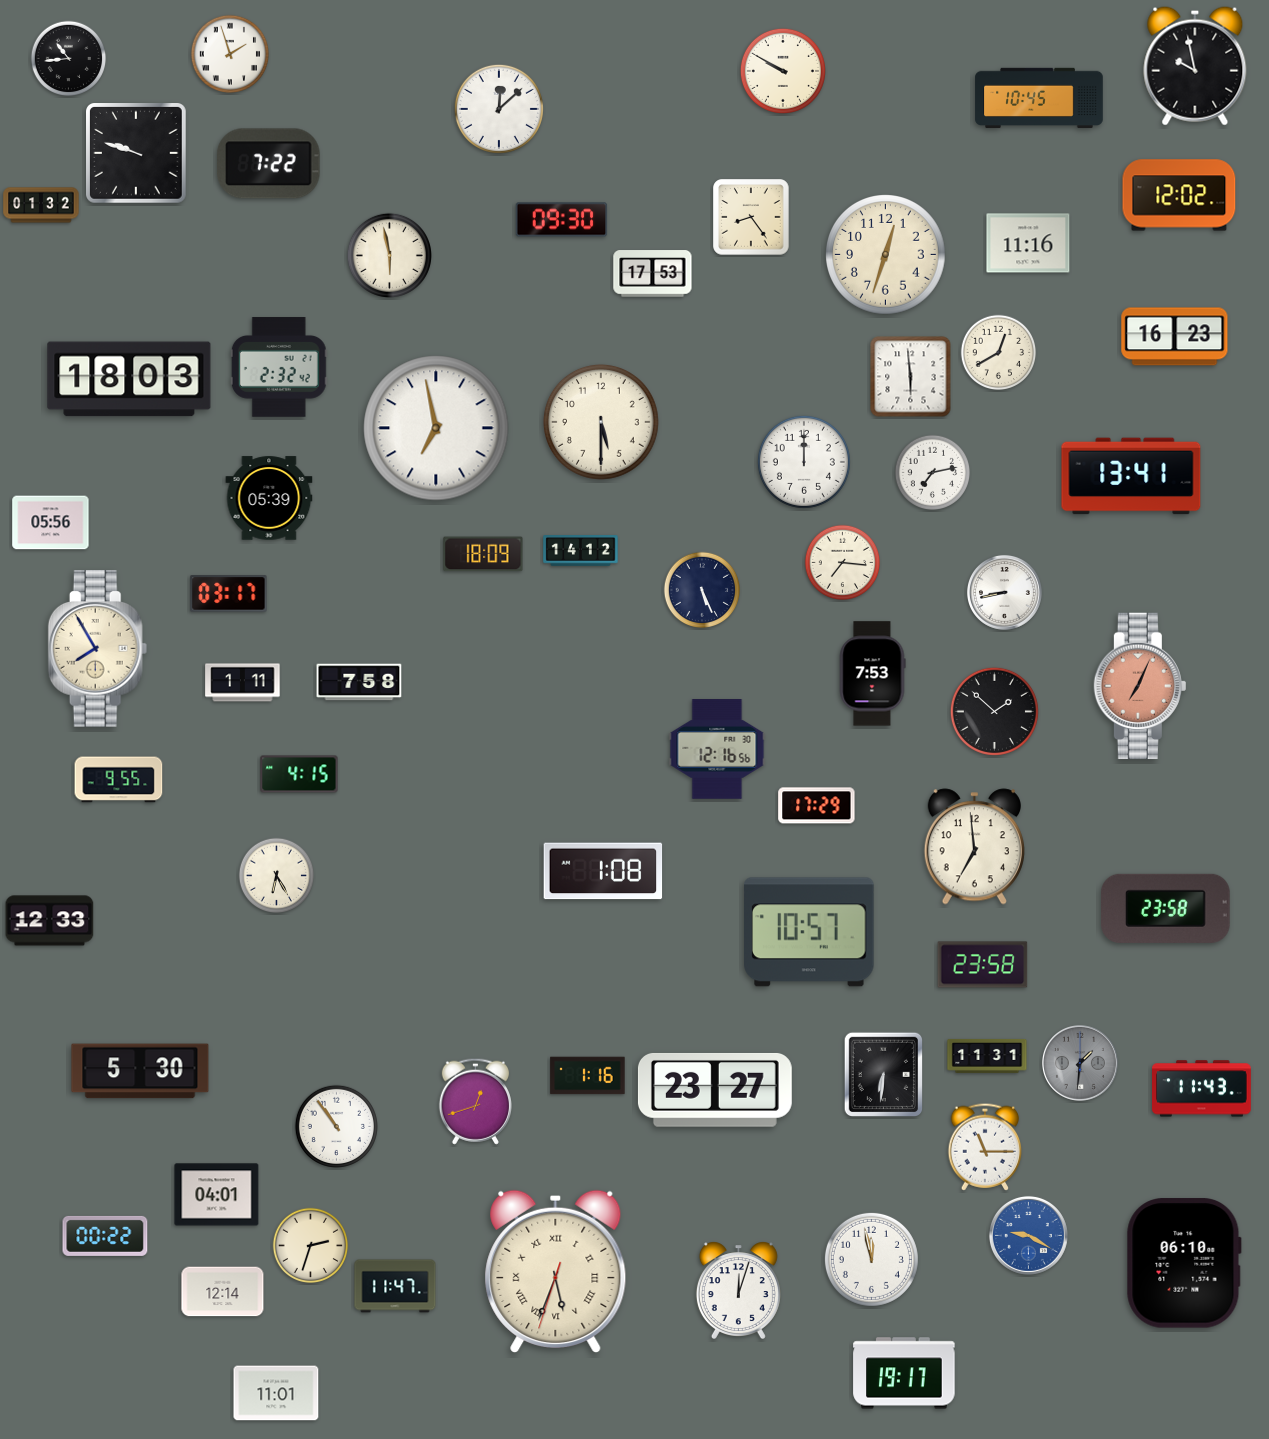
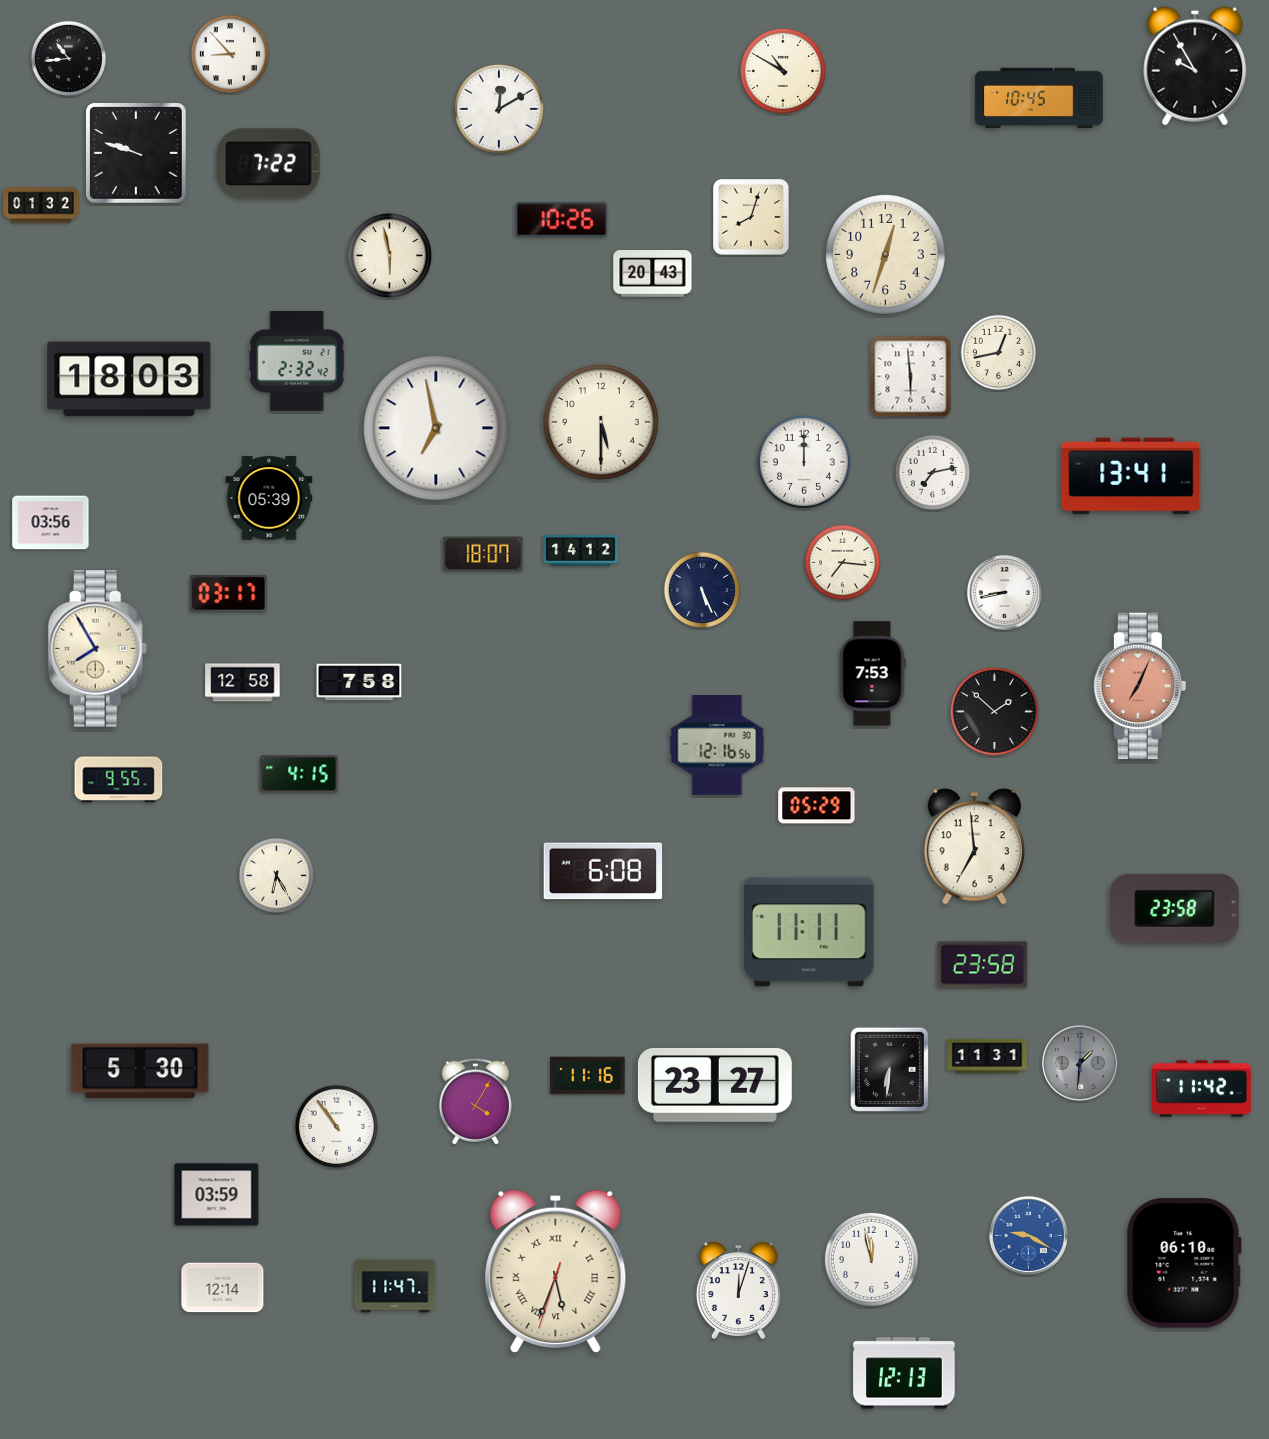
clock at (229, 53): 1:57 -> 8:53
clock at (1195, 66): 9:58 -> 9:55
clock at (783, 71): 9:50 -> 10:50
clock at (499, 109): 12:08 -> 12:10
clock at (1179, 195): 12:02 -> none
clock at (751, 217): 8:24 -> 8:03
clock at (562, 220): 09:30 -> 10:26
clock at (1028, 243): 11:16 -> none
clock at (653, 274): 17:53 -> 20:43
clock at (1175, 337): 16:23 -> none
clock at (999, 353): 12:40 -> 12:43
clock at (279, 367) position: (279, 367) -> (297, 361)
clock at (51, 523): 05:56 -> 03:56
clock at (483, 554): 18:09 -> 18:07
clock at (243, 683): 1:11 -> 12:58
clock at (717, 749) position: (717, 749) -> (717, 745)
clock at (817, 806): 17:29 -> 05:29
clock at (603, 871): 1:08 -> 6:08
clock at (1166, 908) position: (1166, 908) -> (1175, 908)
clock at (50, 921): 12:33 -> none
clock at (809, 932): 10:57 -> 11:11
clock at (883, 1074) position: (883, 1074) -> (889, 1069)
clock at (588, 1076): 1:16 -> 11:16
clock at (1202, 1089): 11:43 -> 11:42
clock at (715, 1090) position: (715, 1090) -> (715, 1085)
clock at (475, 1101): 12:42 -> 4:05
clock at (985, 1147): 11:15 -> none
clock at (217, 1195): 04:01 -> 03:59
clock at (105, 1236): 00:22 -> none
clock at (311, 1246): 2:33 -> none
clock at (223, 1292) position: (223, 1292) -> (223, 1288)
clock at (904, 1373): 19:17 -> 12:13
clock at (276, 1393): 11:01 -> none
